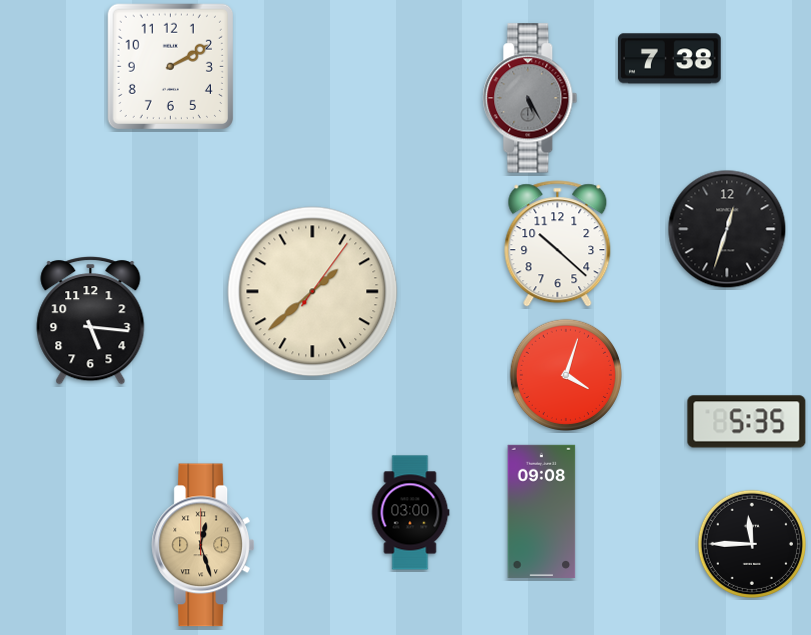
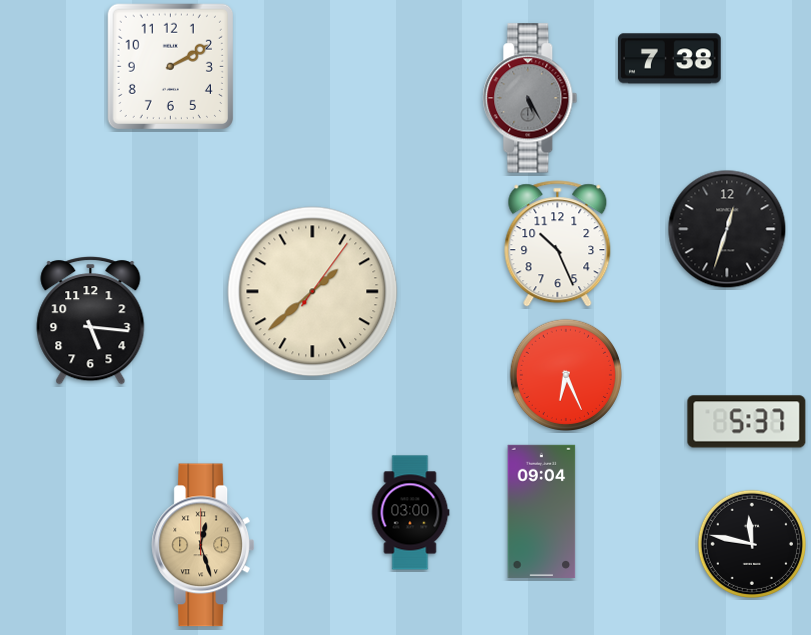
clock at (558, 244): 10:22 -> 10:26
clock at (565, 374): 4:03 -> 6:26
clock at (747, 422): 5:35 -> 5:37
clock at (542, 511): 09:08 -> 09:04
clock at (752, 544): 11:45 -> 11:47
